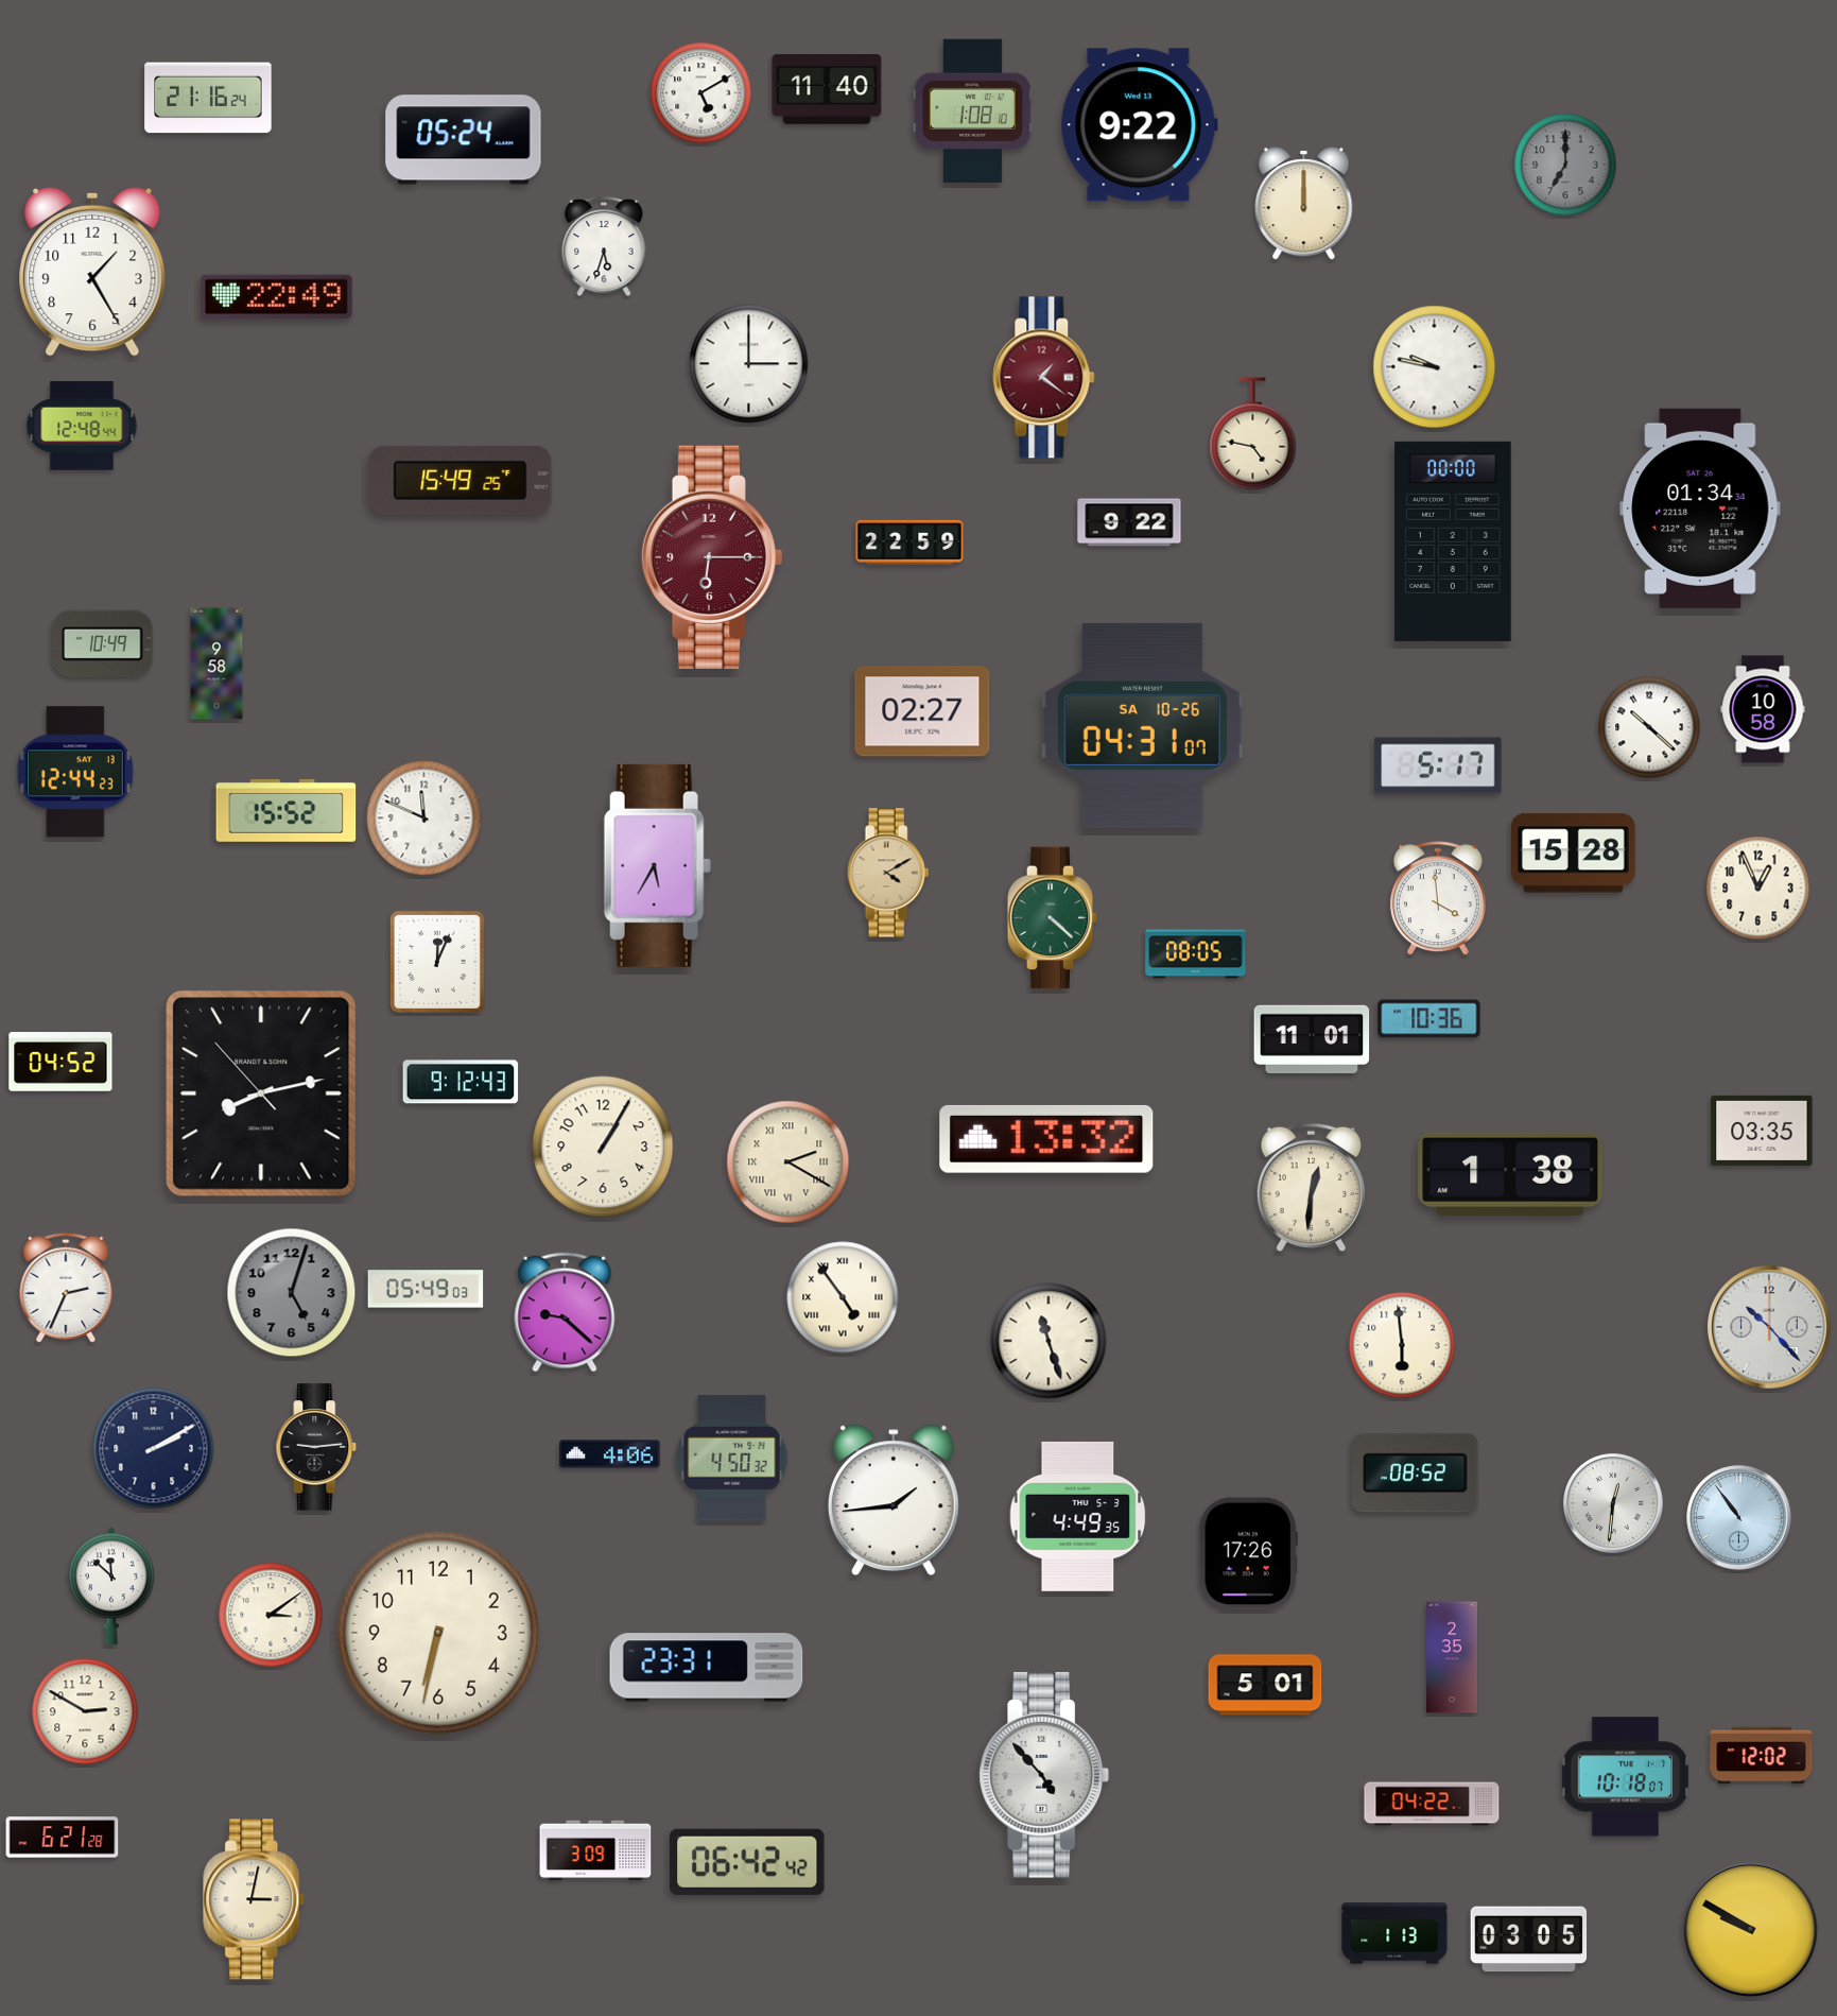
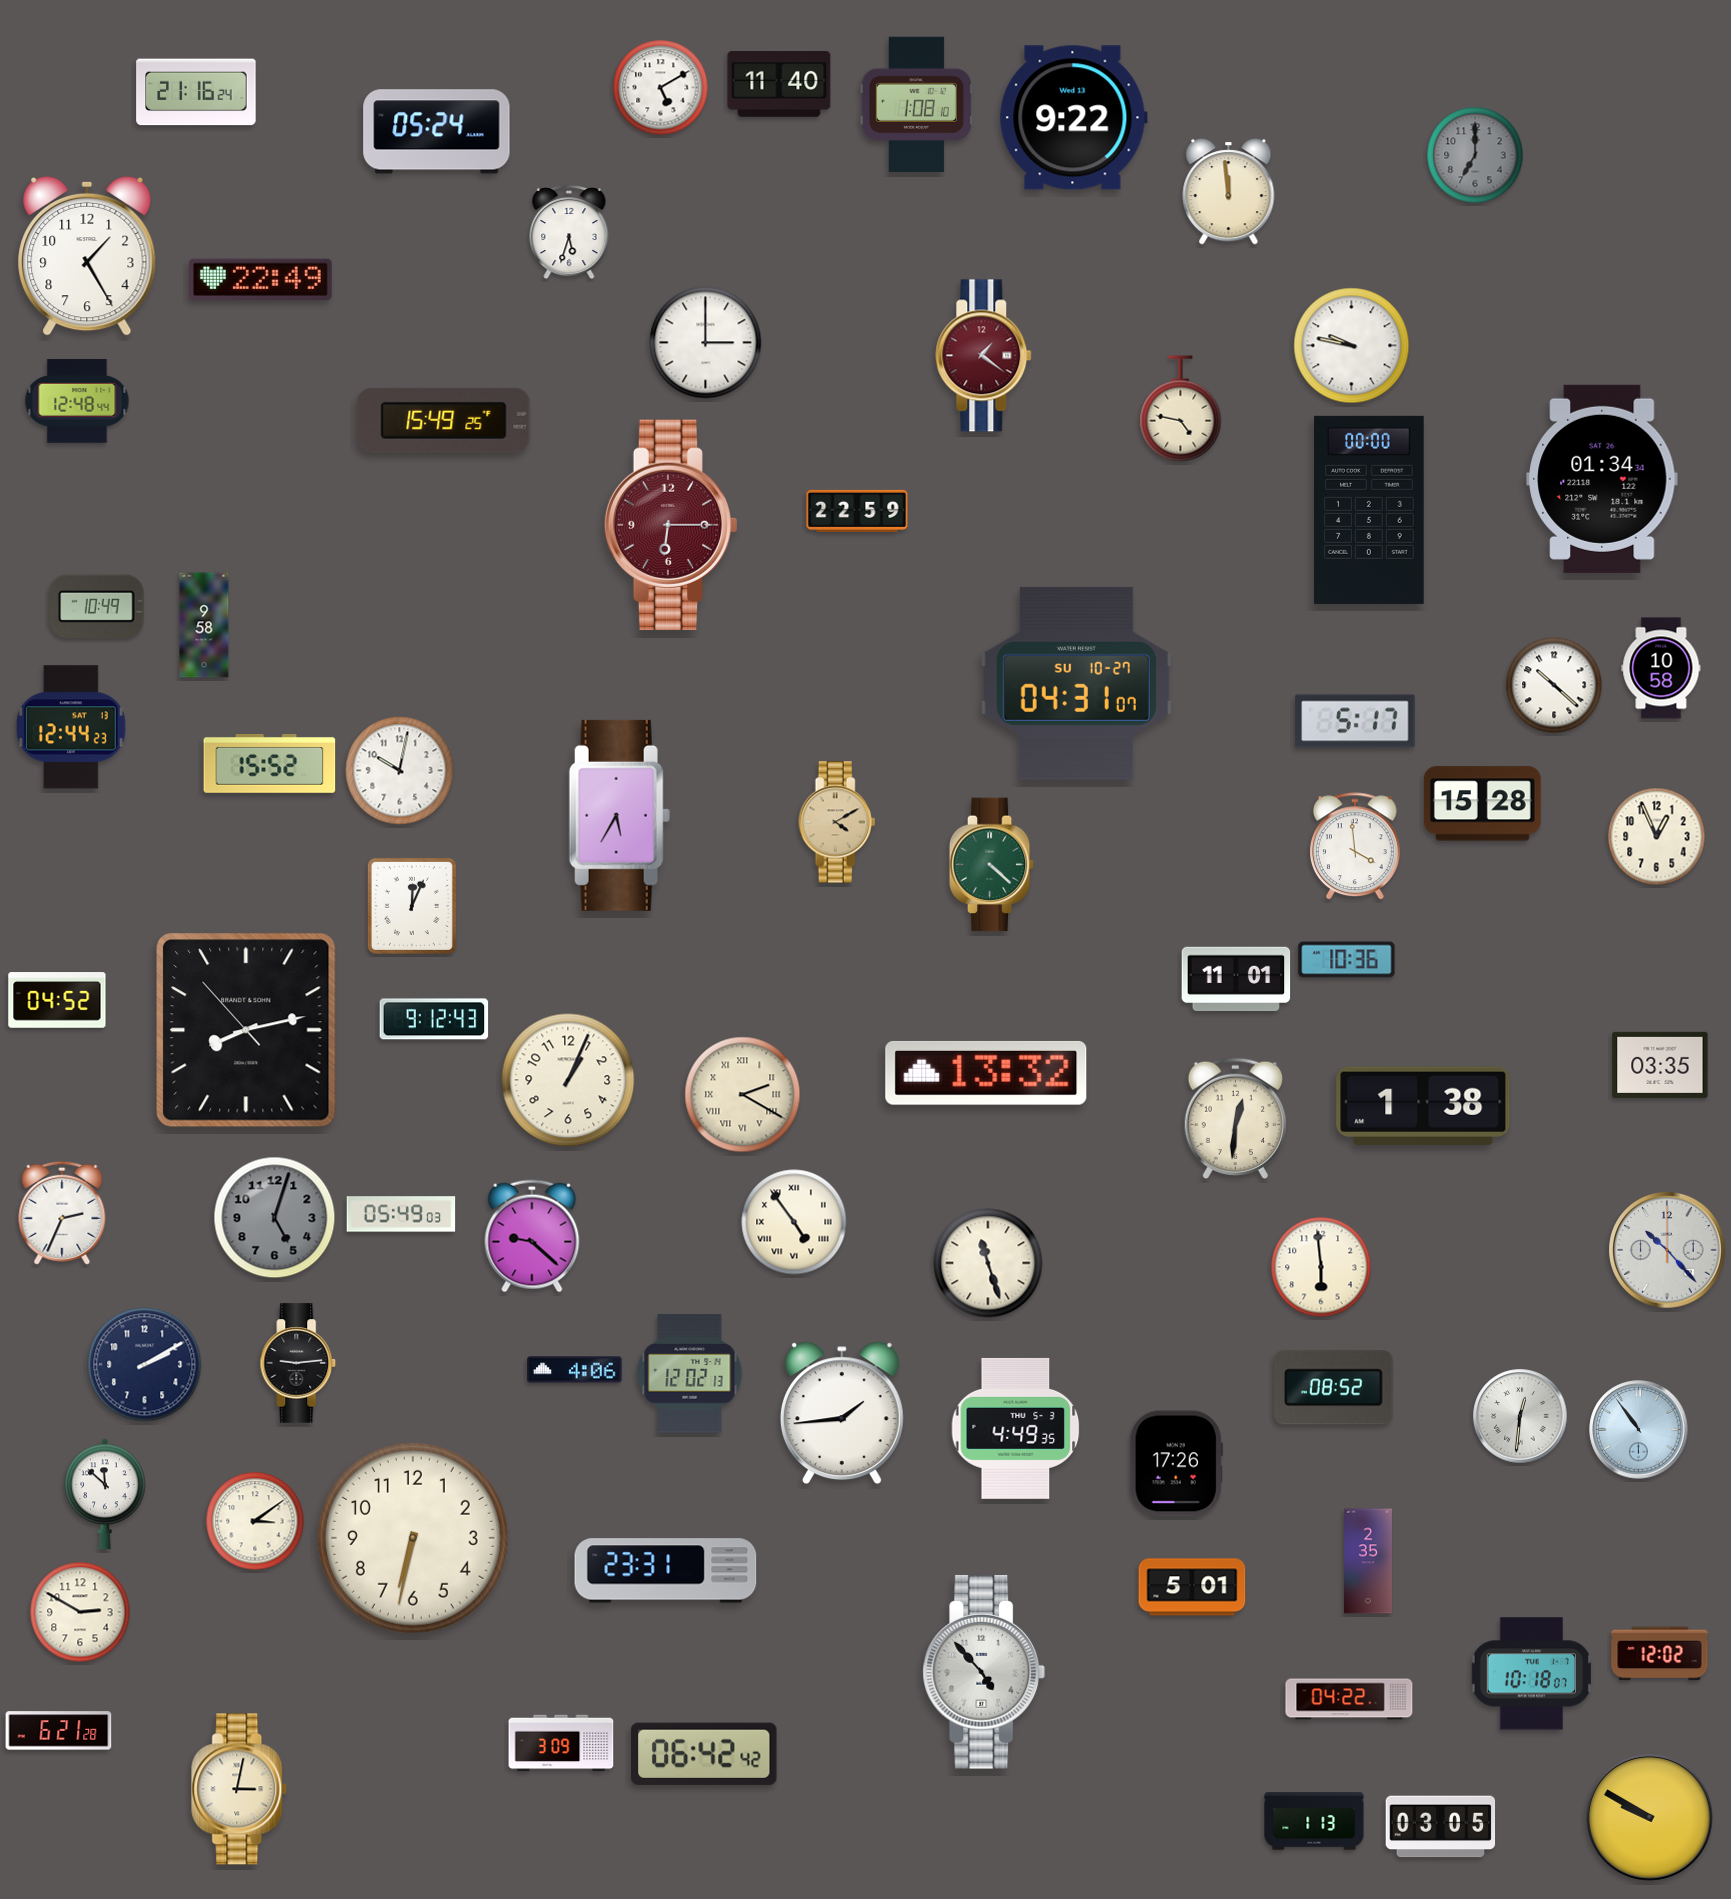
clock at (1304, 204): 12:00 -> 11:59
clock at (461, 480) position: (461, 480) -> (444, 420)
clock at (1129, 522): 9:22 -> none
clock at (922, 711): 02:27 -> none
clock at (1142, 725) date: SA 10-26 -> SU 10-27
clock at (424, 819): 11:49 -> 10:02
clock at (1196, 954): 08:05 -> none
clock at (603, 1147): 1:05 -> 1:04
clock at (732, 1459): 4:50 -> 12:02
